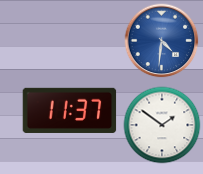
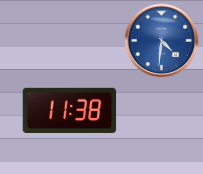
clock at (70, 110): 11:37 -> 11:38
clock at (162, 125): 1:51 -> none
